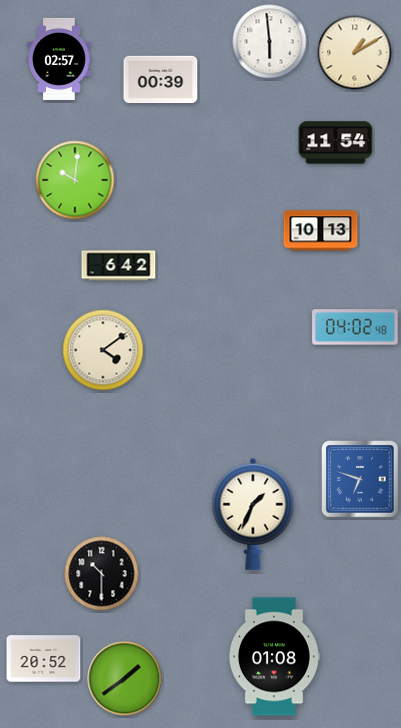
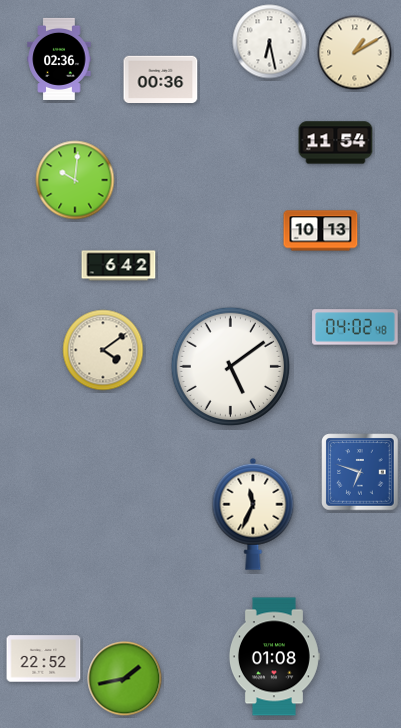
clock at (270, 42): 5:59 -> 6:28
clock at (59, 59): 02:57 -> 02:36
clock at (161, 80): 00:39 -> 00:36
clock at (231, 367): none -> 5:09
clock at (360, 479) position: (360, 479) -> (360, 472)
clock at (253, 514): 1:34 -> 11:34
clock at (102, 574): 10:30 -> none
clock at (44, 659): 20:52 -> 22:52
clock at (125, 679): 1:39 -> 1:43
